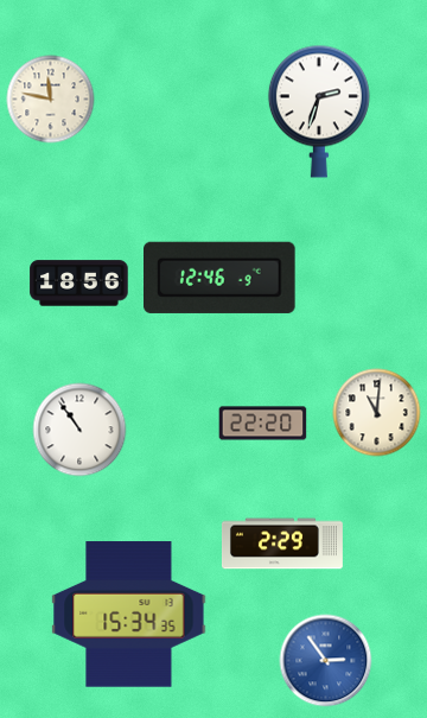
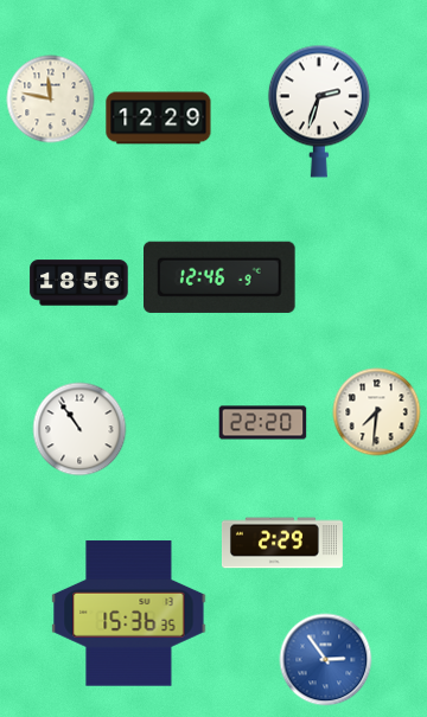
clock at (159, 119): none -> 12:29
clock at (377, 413): 11:01 -> 7:31
clock at (129, 615): 15:34 -> 15:36
